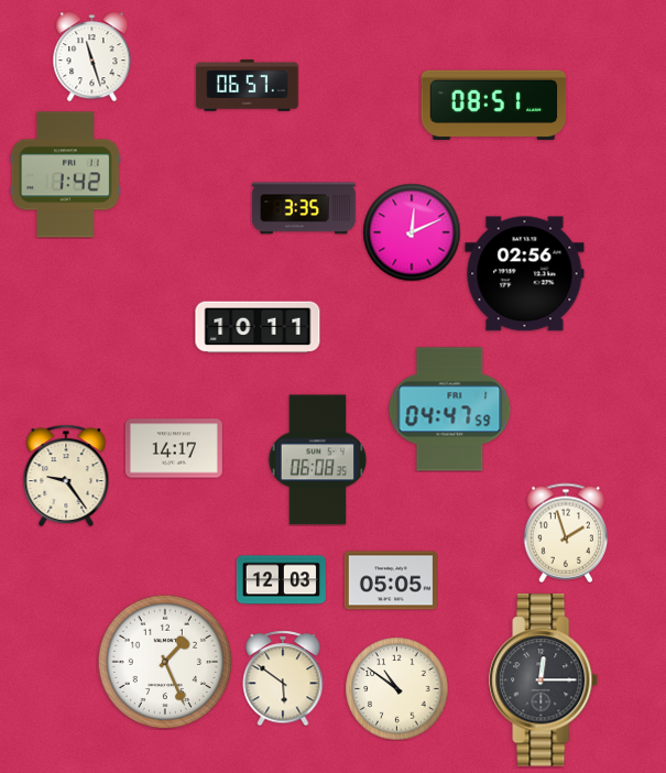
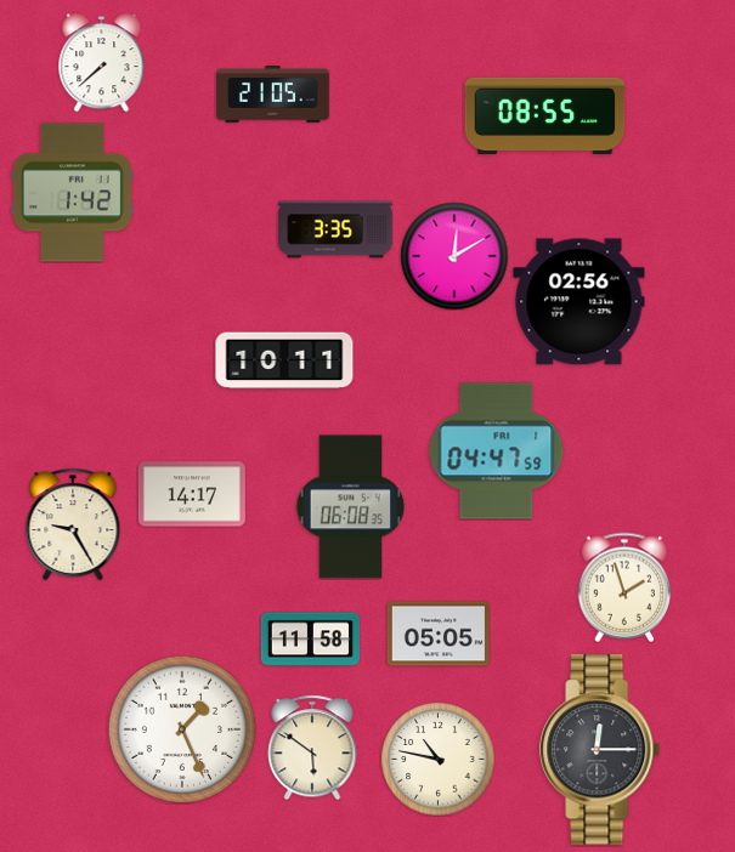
clock at (92, 56): 11:27 -> 7:38
clock at (248, 86): 06:57 -> 21:05
clock at (494, 105): 08:51 -> 08:55
clock at (412, 232): 12:11 -> 12:10
clock at (66, 476): 9:24 -> 9:25
clock at (281, 580): 12:03 -> 11:58
clock at (391, 580) position: (391, 580) -> (439, 634)
clock at (396, 688): 10:51 -> 10:47
